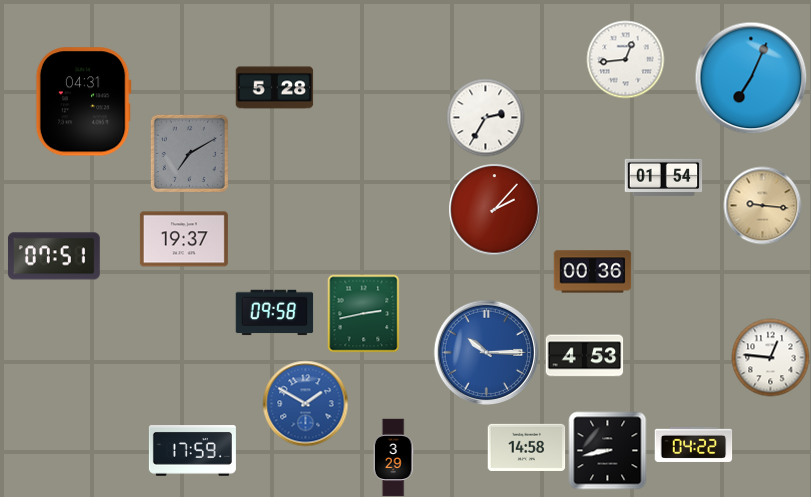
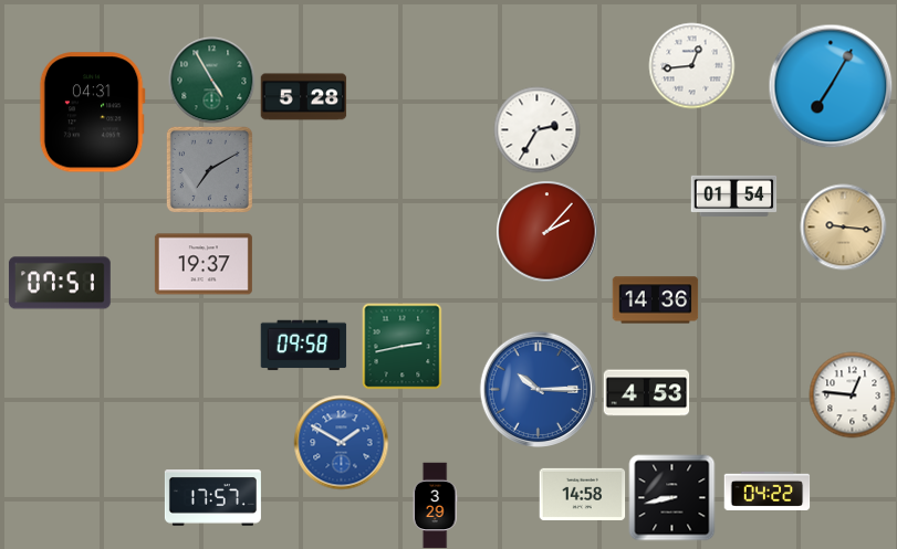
clock at (211, 80): none -> 4:55
clock at (751, 78): 7:04 -> 7:05
clock at (592, 272): 00:36 -> 14:36
clock at (305, 403) position: (305, 403) -> (341, 442)
clock at (192, 451): 17:59 -> 17:57
